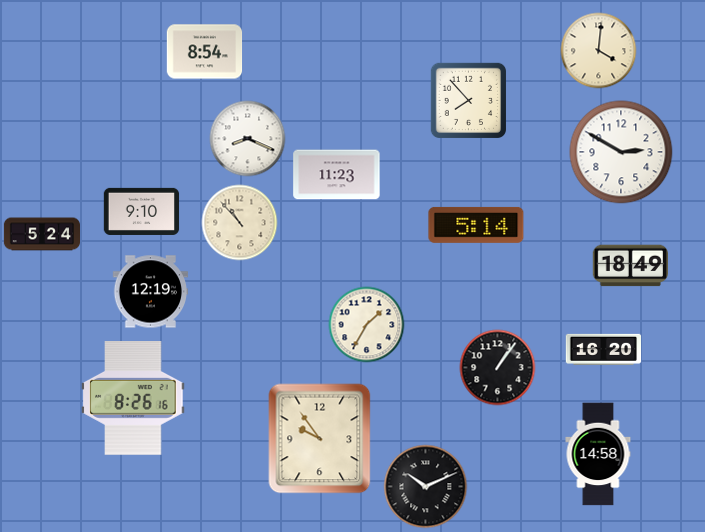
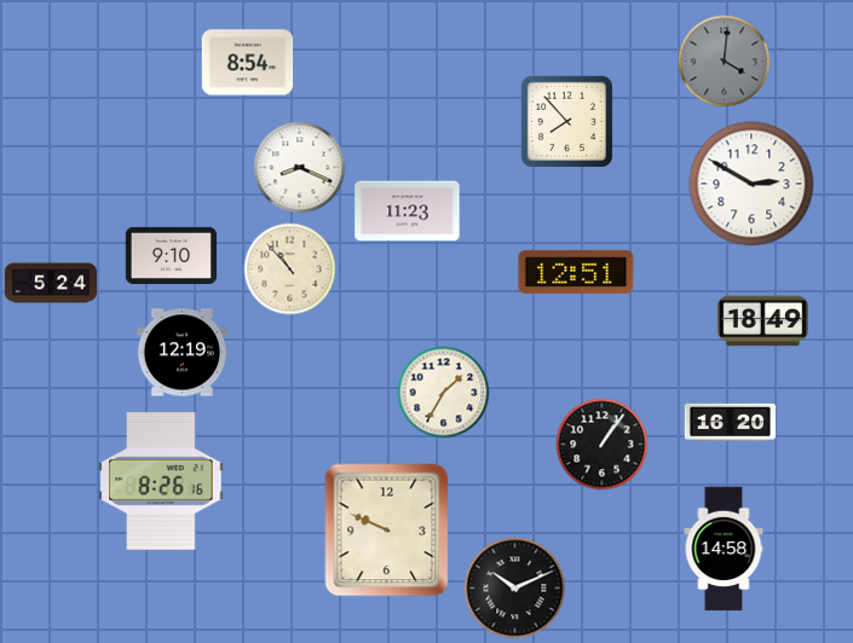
clock at (599, 51) dial: cream -> grey
clock at (476, 225): 5:14 -> 12:51
clock at (320, 439): 9:54 -> 9:49
